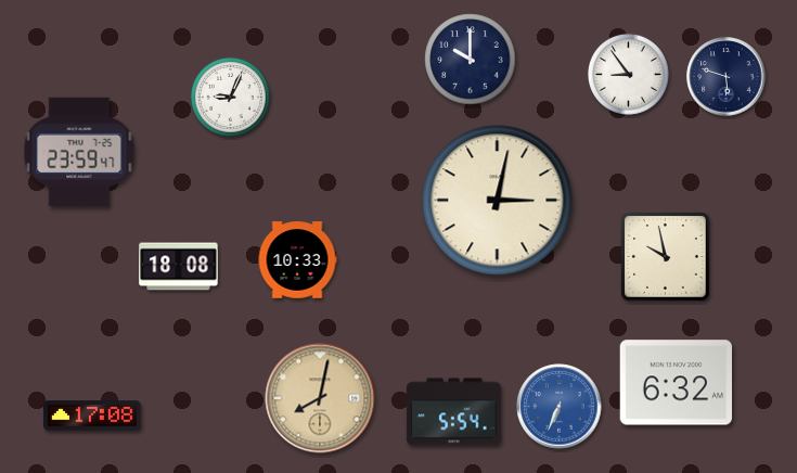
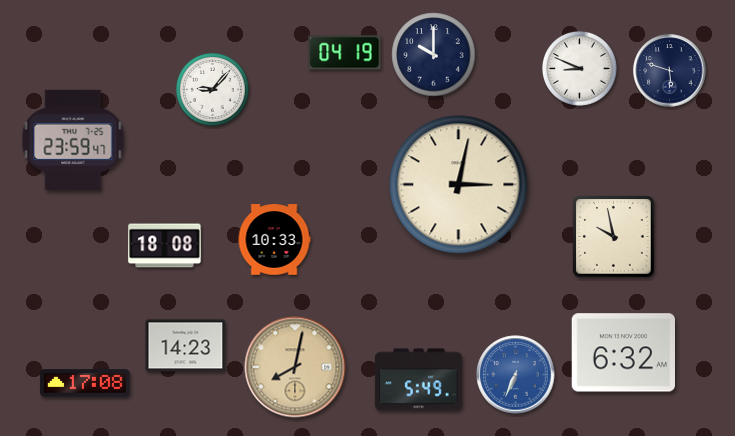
clock at (345, 53): none -> 04:19
clock at (628, 74): 8:54 -> 8:49
clock at (230, 97): 9:04 -> 9:07
clock at (186, 346): none -> 14:23
clock at (453, 412): 5:54 -> 5:49
